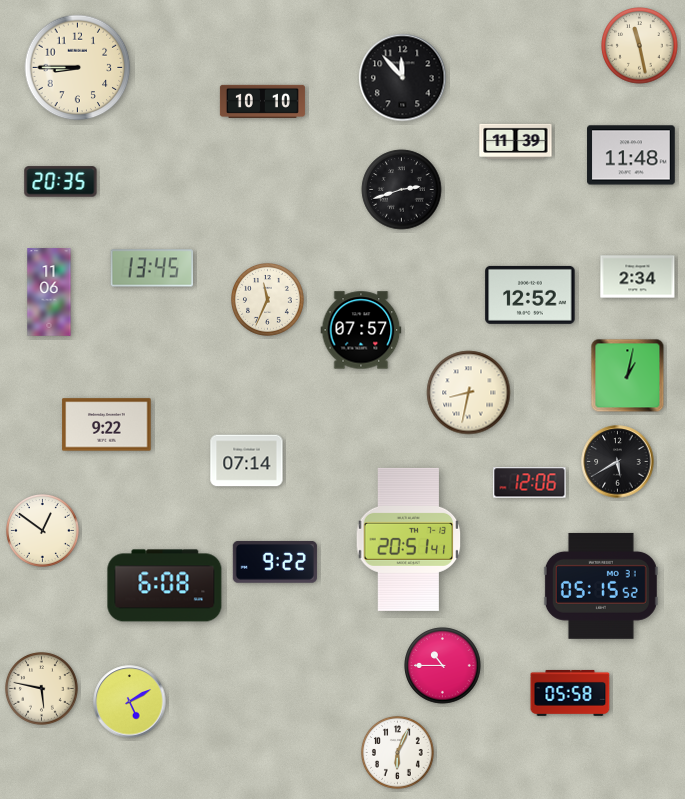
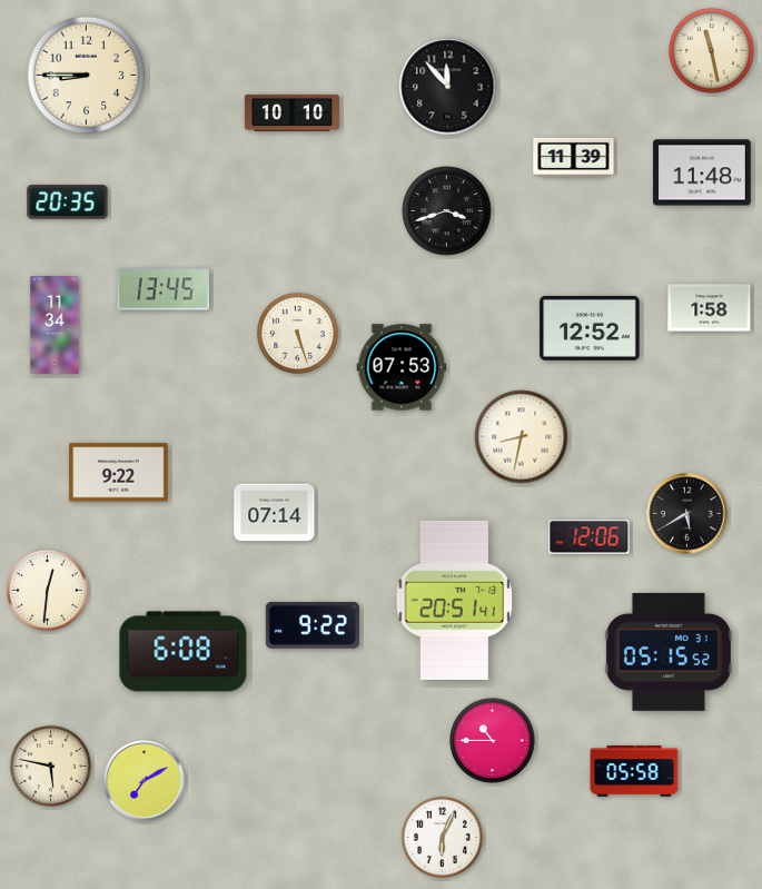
clock at (402, 190): 2:42 -> 3:42
clock at (152, 268) position: (152, 268) -> (164, 289)
clock at (638, 277): 2:34 -> 1:58
clock at (49, 292): 11:06 -> 11:34
clock at (268, 300): 11:34 -> 5:27
clock at (361, 330): 07:57 -> 07:53
clock at (628, 376): 1:02 -> none
clock at (43, 531): 12:51 -> 12:31
clock at (275, 562) position: (275, 562) -> (313, 625)
clock at (42, 689) position: (42, 689) -> (51, 767)
clock at (130, 702): 5:10 -> 7:10
